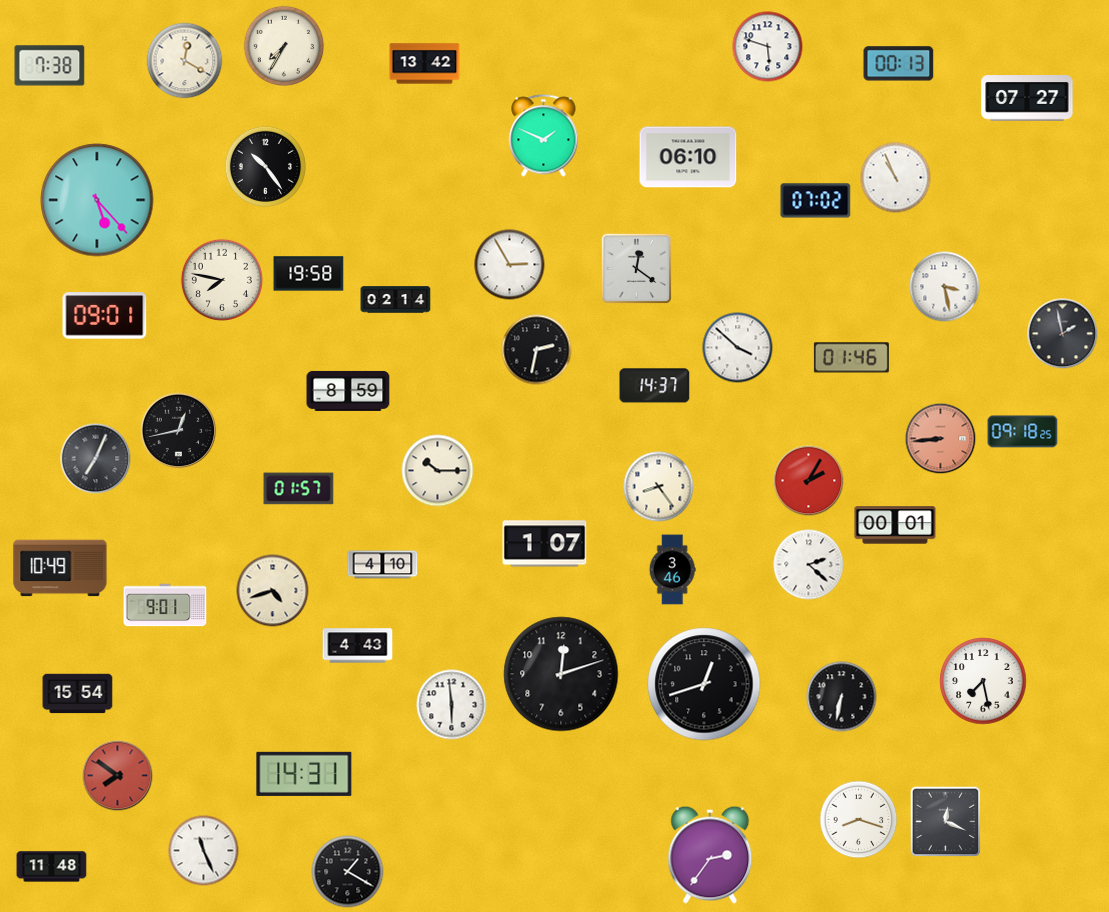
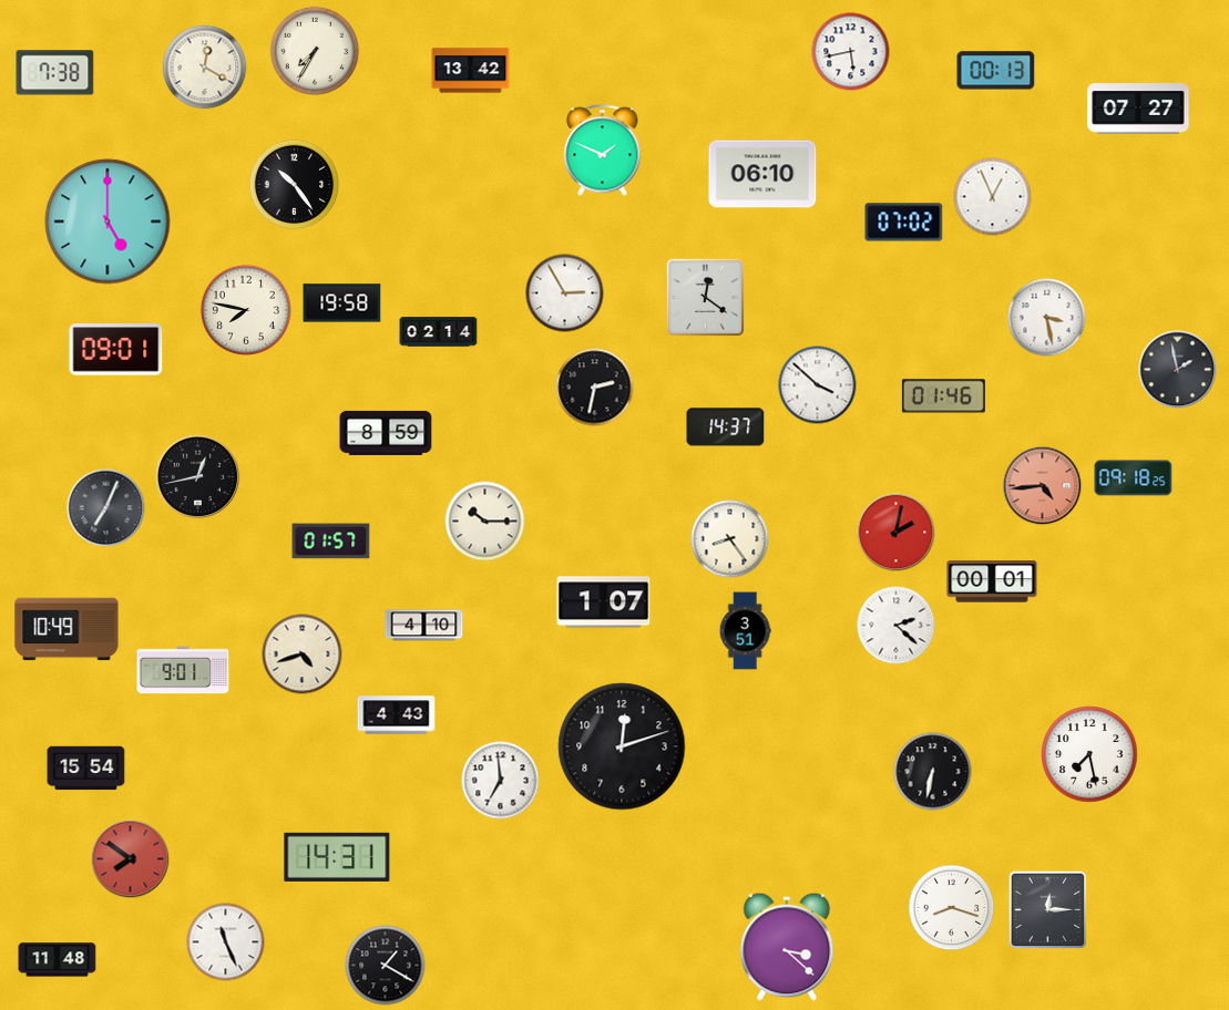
clock at (768, 47): 5:48 -> 5:43
clock at (896, 178): 10:56 -> 12:56
clock at (97, 200): 5:23 -> 5:00
clock at (941, 439): 8:44 -> 4:44
clock at (809, 481): 2:05 -> 2:02
clock at (672, 570): 3:46 -> 3:51
clock at (704, 684): 12:42 -> none
clock at (452, 705): 5:59 -> 6:59
clock at (946, 822): 12:19 -> 12:15
clock at (710, 855): 2:36 -> 3:22
